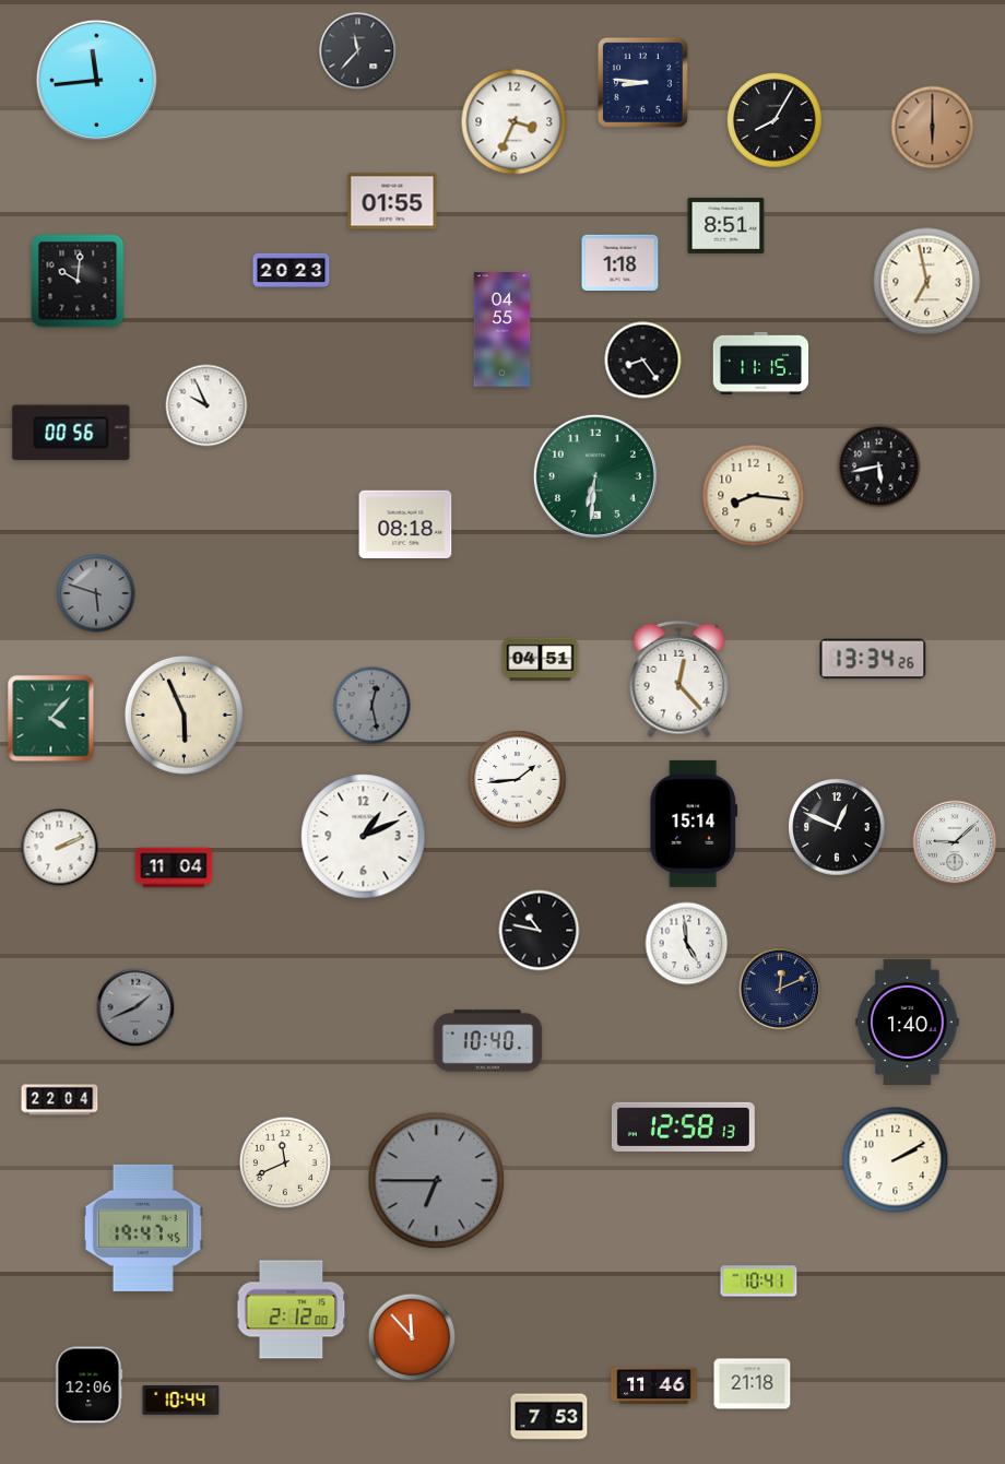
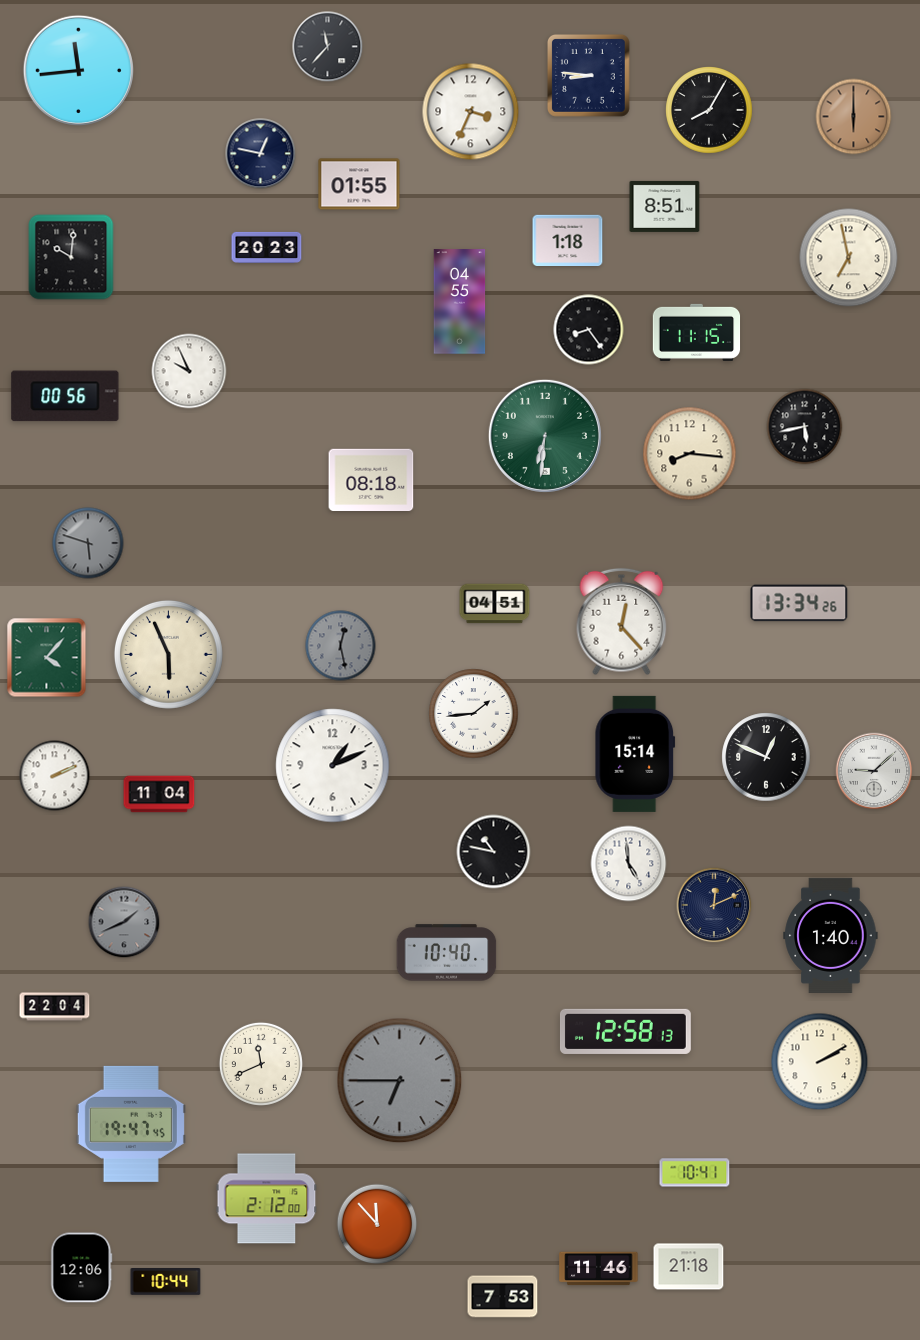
clock at (96, 80) position: (96, 80) -> (78, 70)
clock at (261, 154): none -> 12:47
